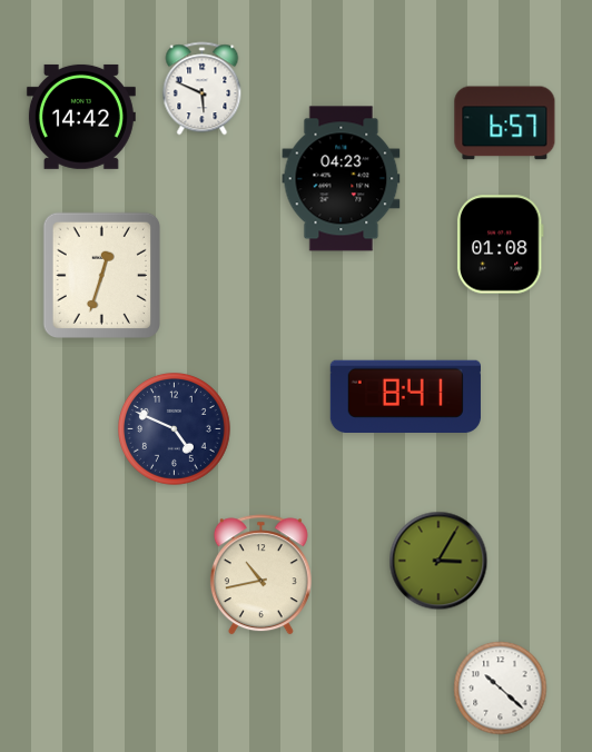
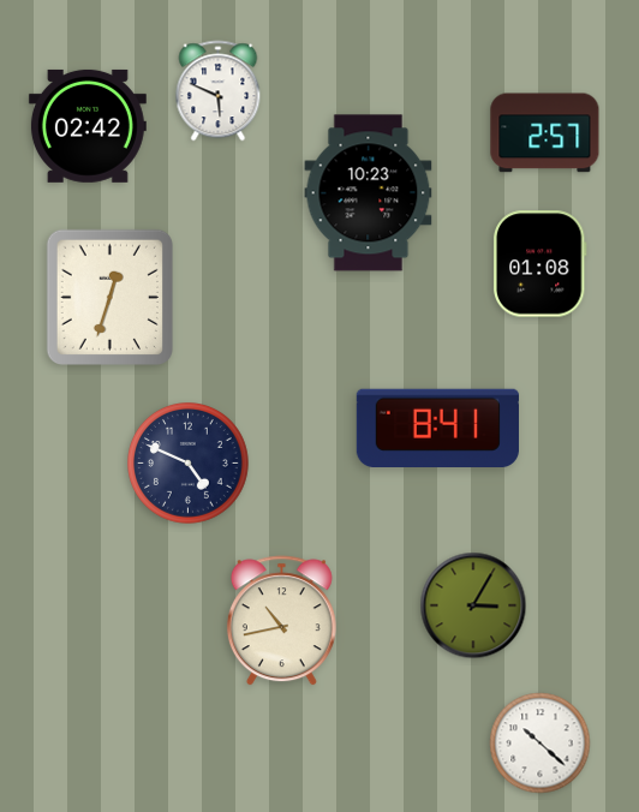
clock at (203, 89) position: (203, 89) -> (219, 91)
clock at (81, 117): 14:42 -> 02:42
clock at (505, 123): 6:57 -> 2:57
clock at (342, 179): 04:23 -> 10:23
